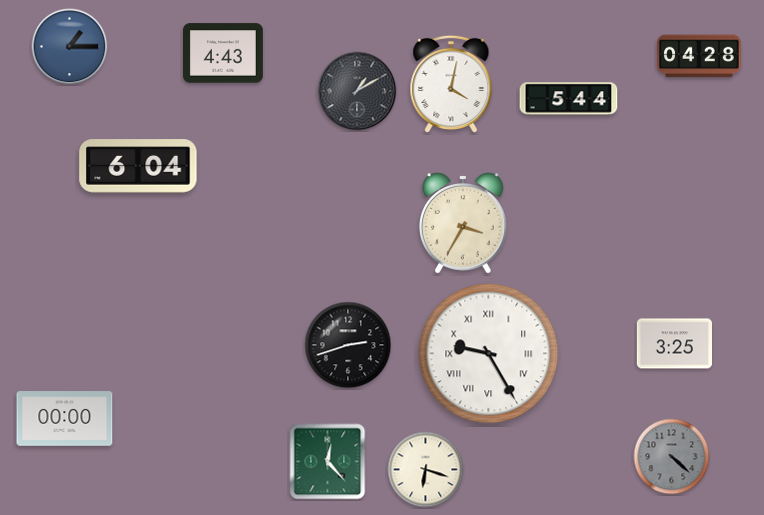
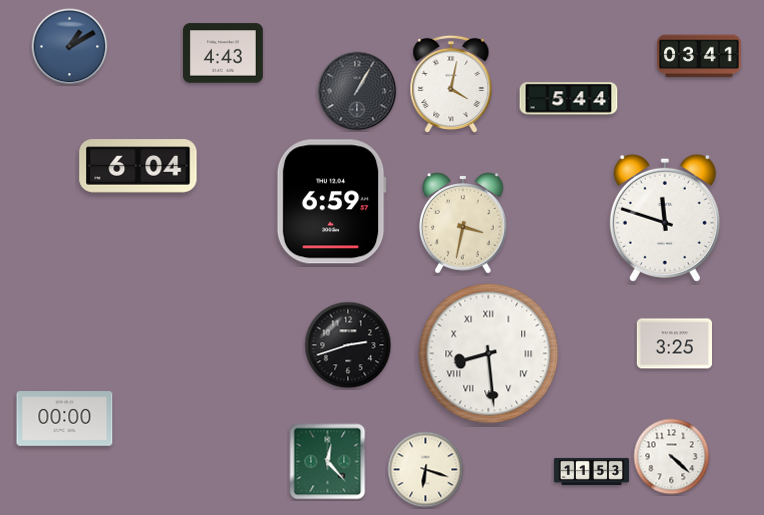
clock at (70, 47): 1:15 -> 1:10
clock at (699, 56): 04:28 -> 03:41
clock at (357, 91): 1:10 -> 1:05
clock at (331, 202): none -> 6:59
clock at (665, 218): none -> 11:48
clock at (464, 223): 3:35 -> 3:32
clock at (489, 354): 9:25 -> 8:29
clock at (672, 457) dial: grey -> white
clock at (592, 471): none -> 11:53
